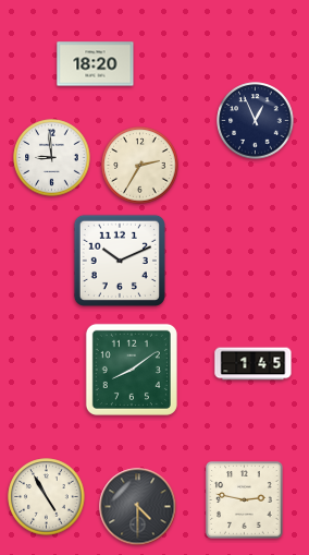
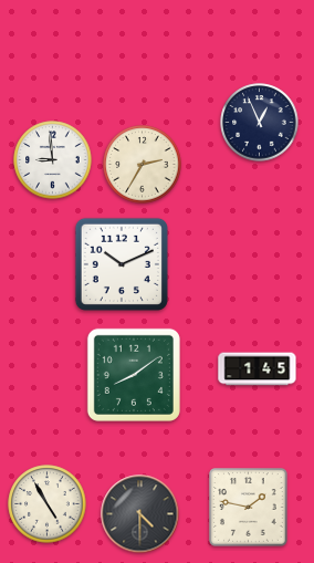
clock at (96, 64): 18:20 -> none
clock at (140, 166) position: (140, 166) -> (143, 165)
clock at (245, 500): 2:47 -> 1:47
